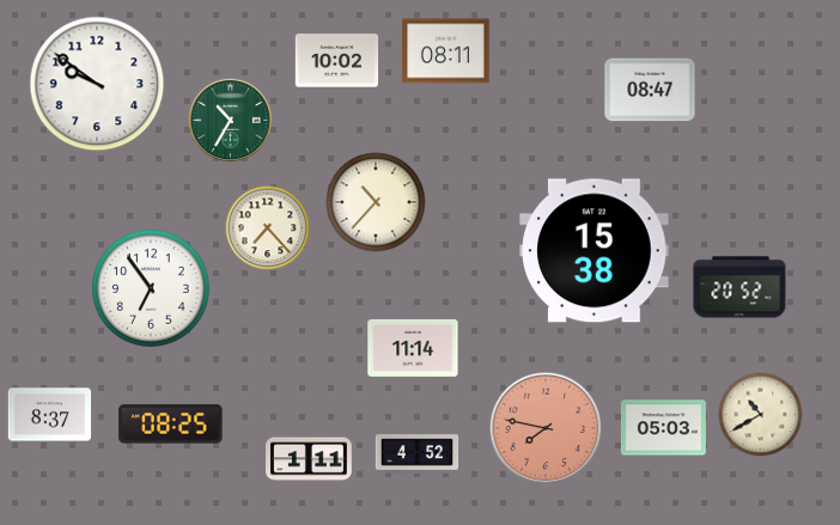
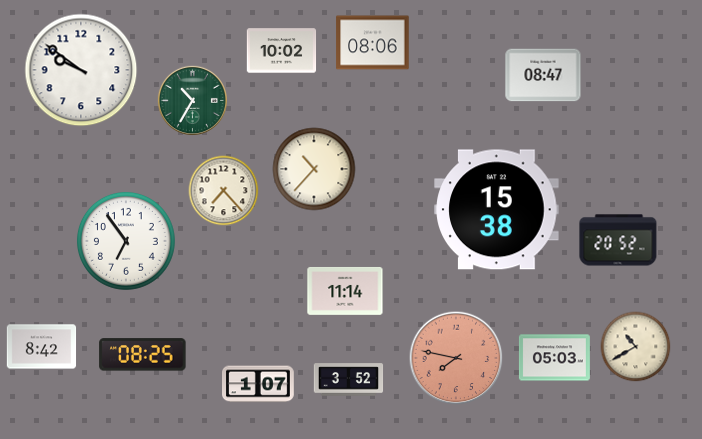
clock at (446, 51): 08:11 -> 08:06
clock at (50, 415): 8:37 -> 8:42
clock at (418, 454): 4:52 -> 3:52
clock at (310, 459): 1:11 -> 1:07
